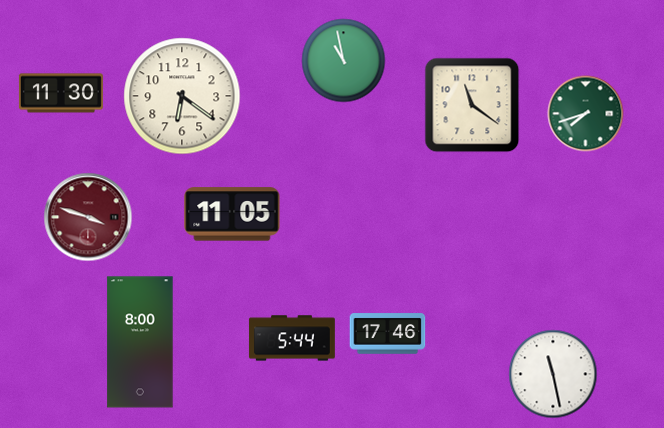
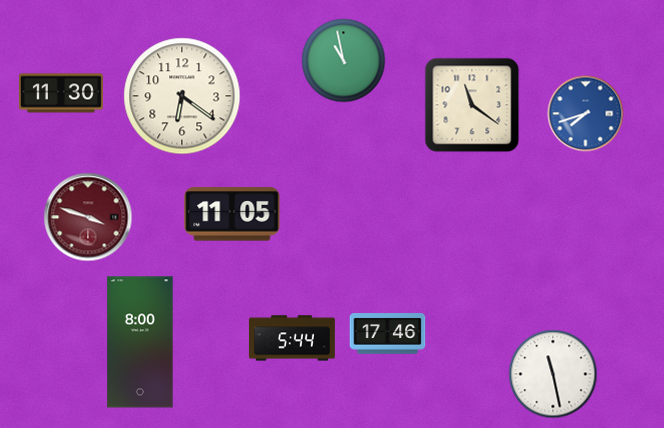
clock at (586, 114) dial: green -> blue
